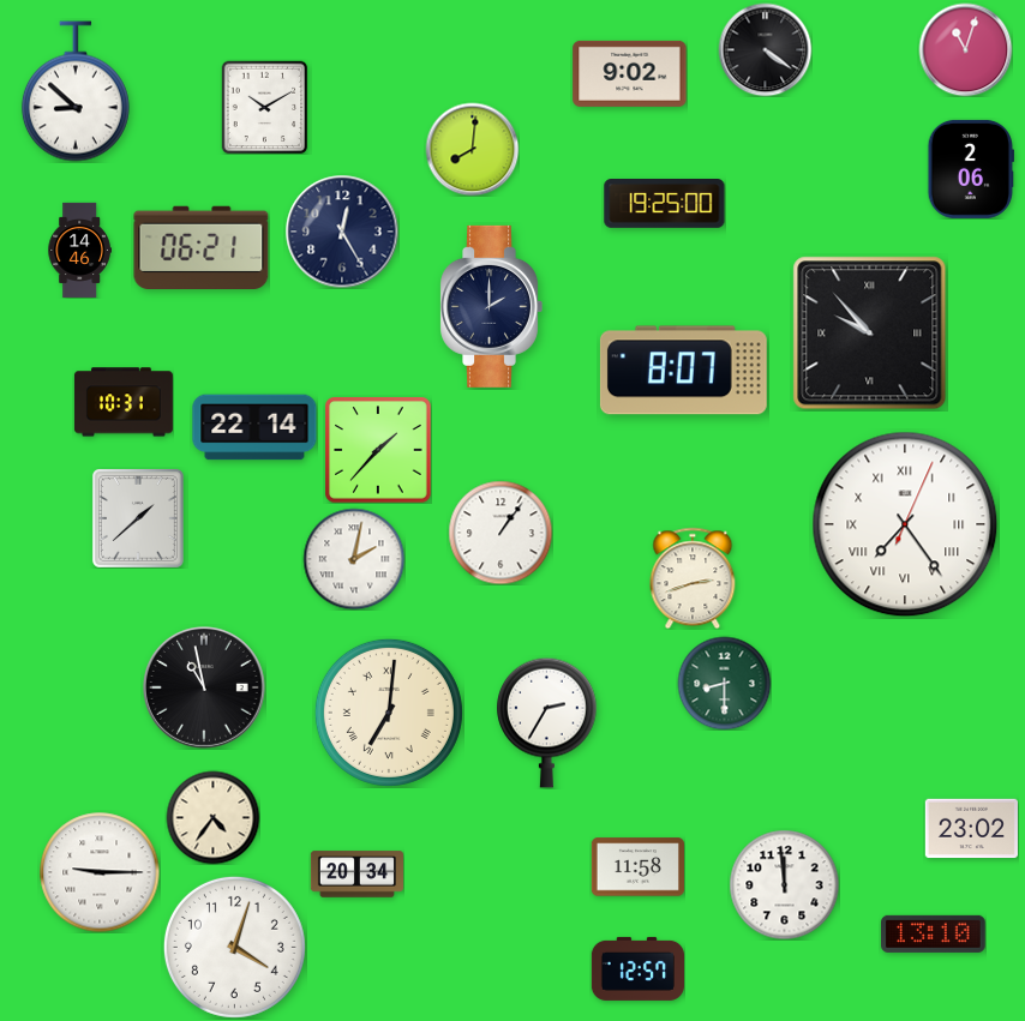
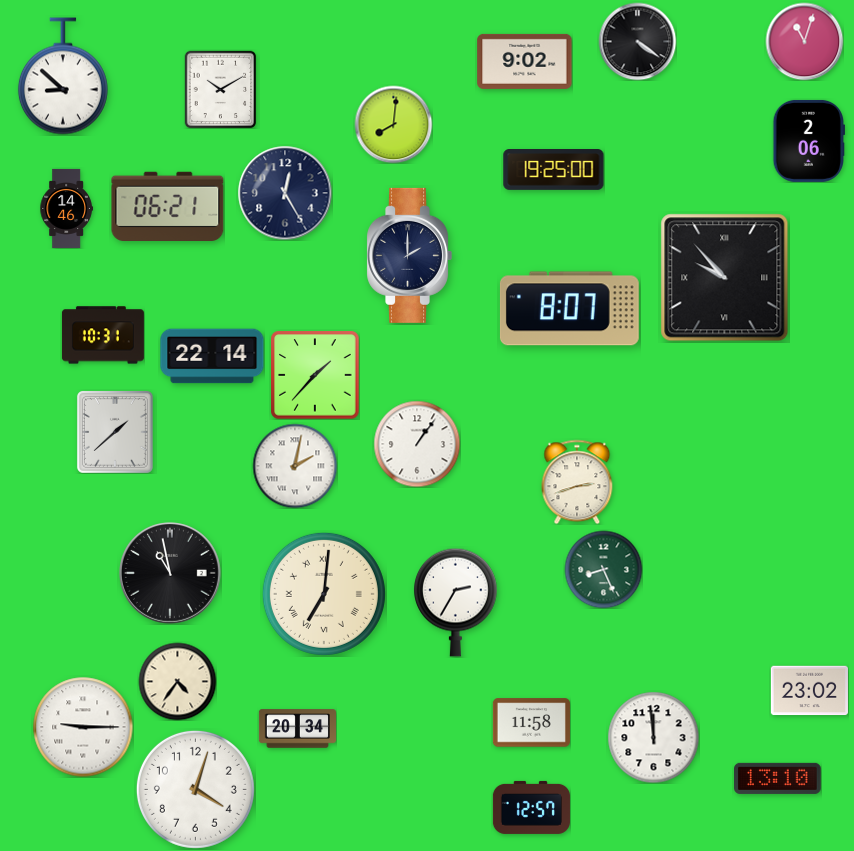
clock at (905, 524): 7:24 -> none
clock at (724, 683): 8:30 -> 8:26
